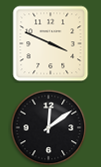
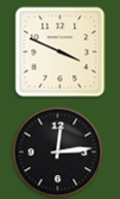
clock at (49, 128): 12:09 -> 12:14
